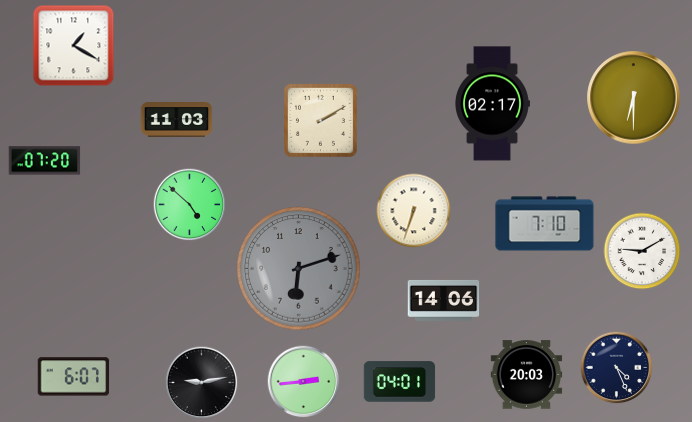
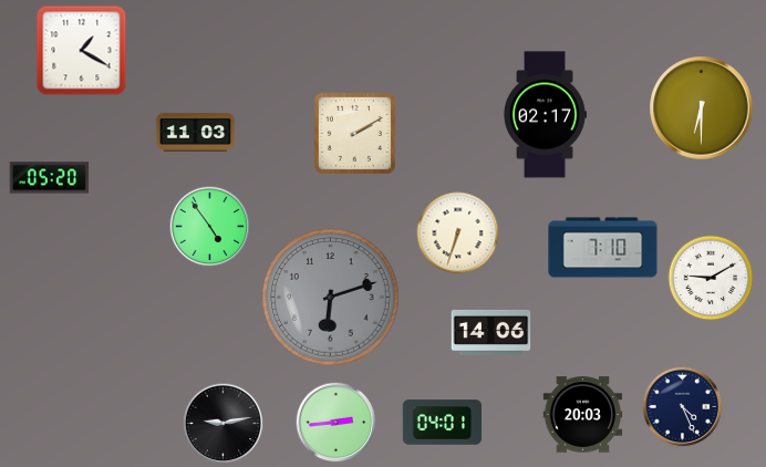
clock at (45, 161): 07:20 -> 05:20
clock at (190, 205): 4:52 -> 4:54
clock at (74, 377): 6:07 -> none
